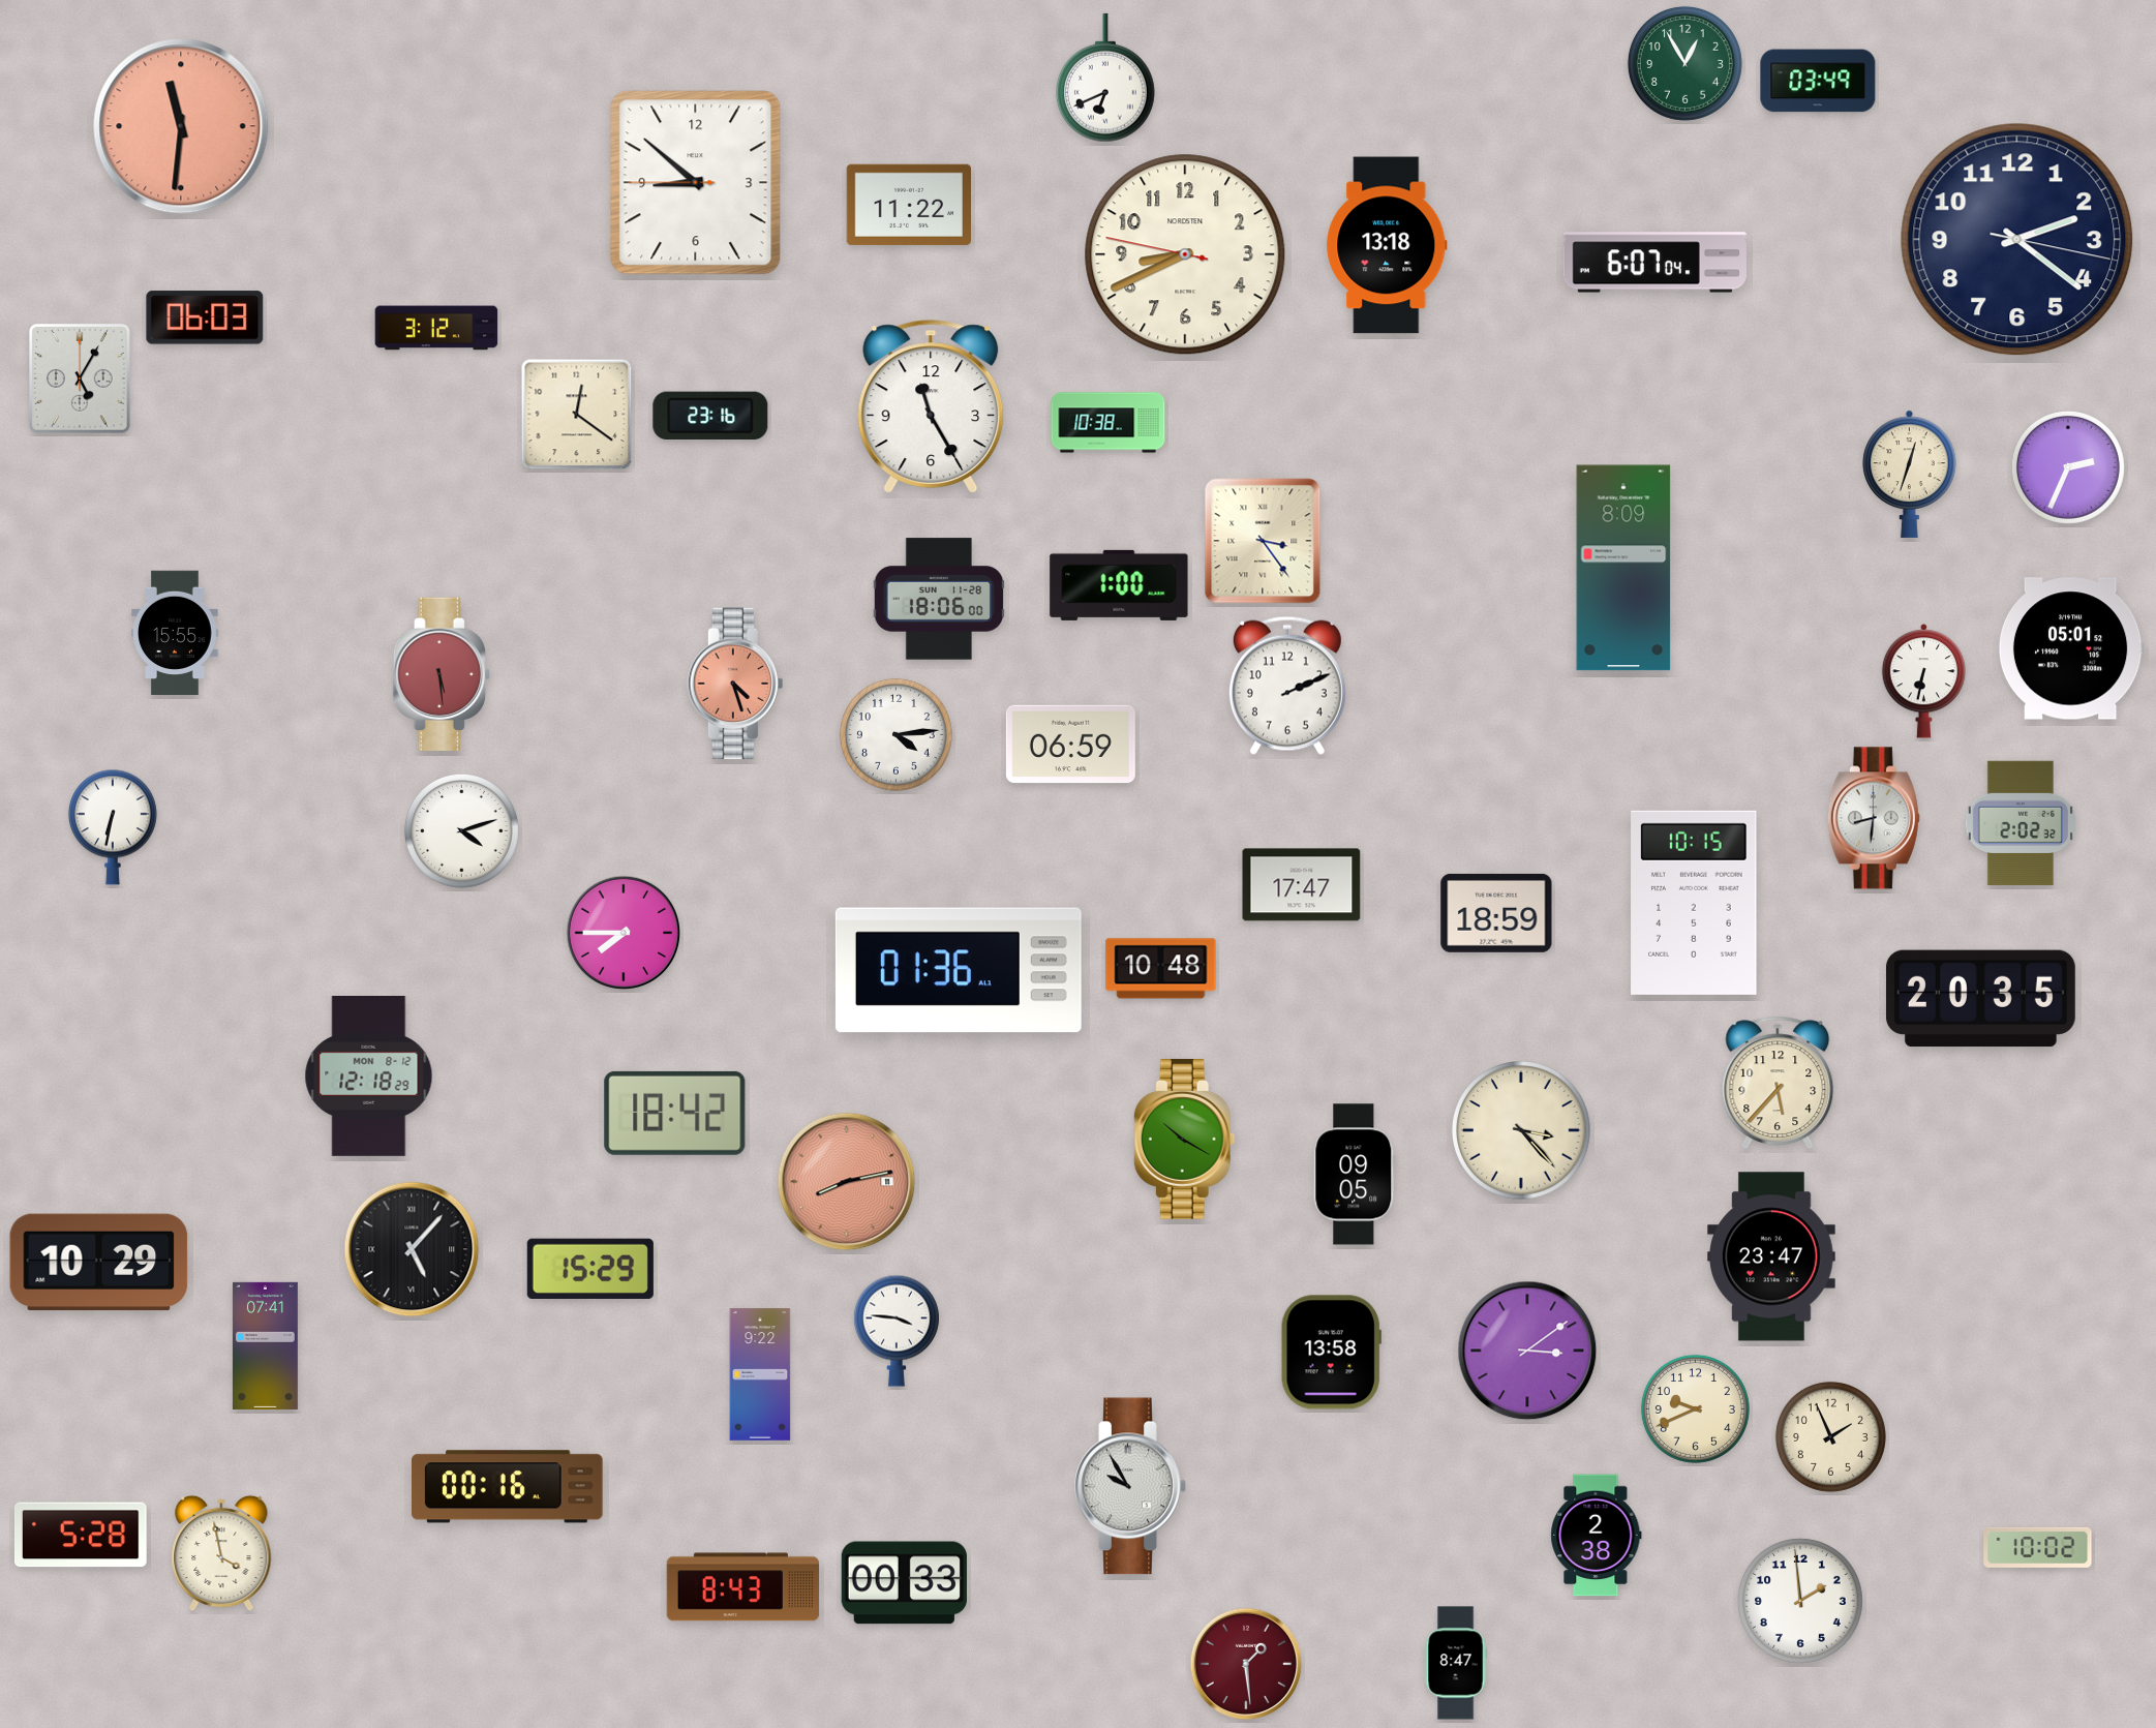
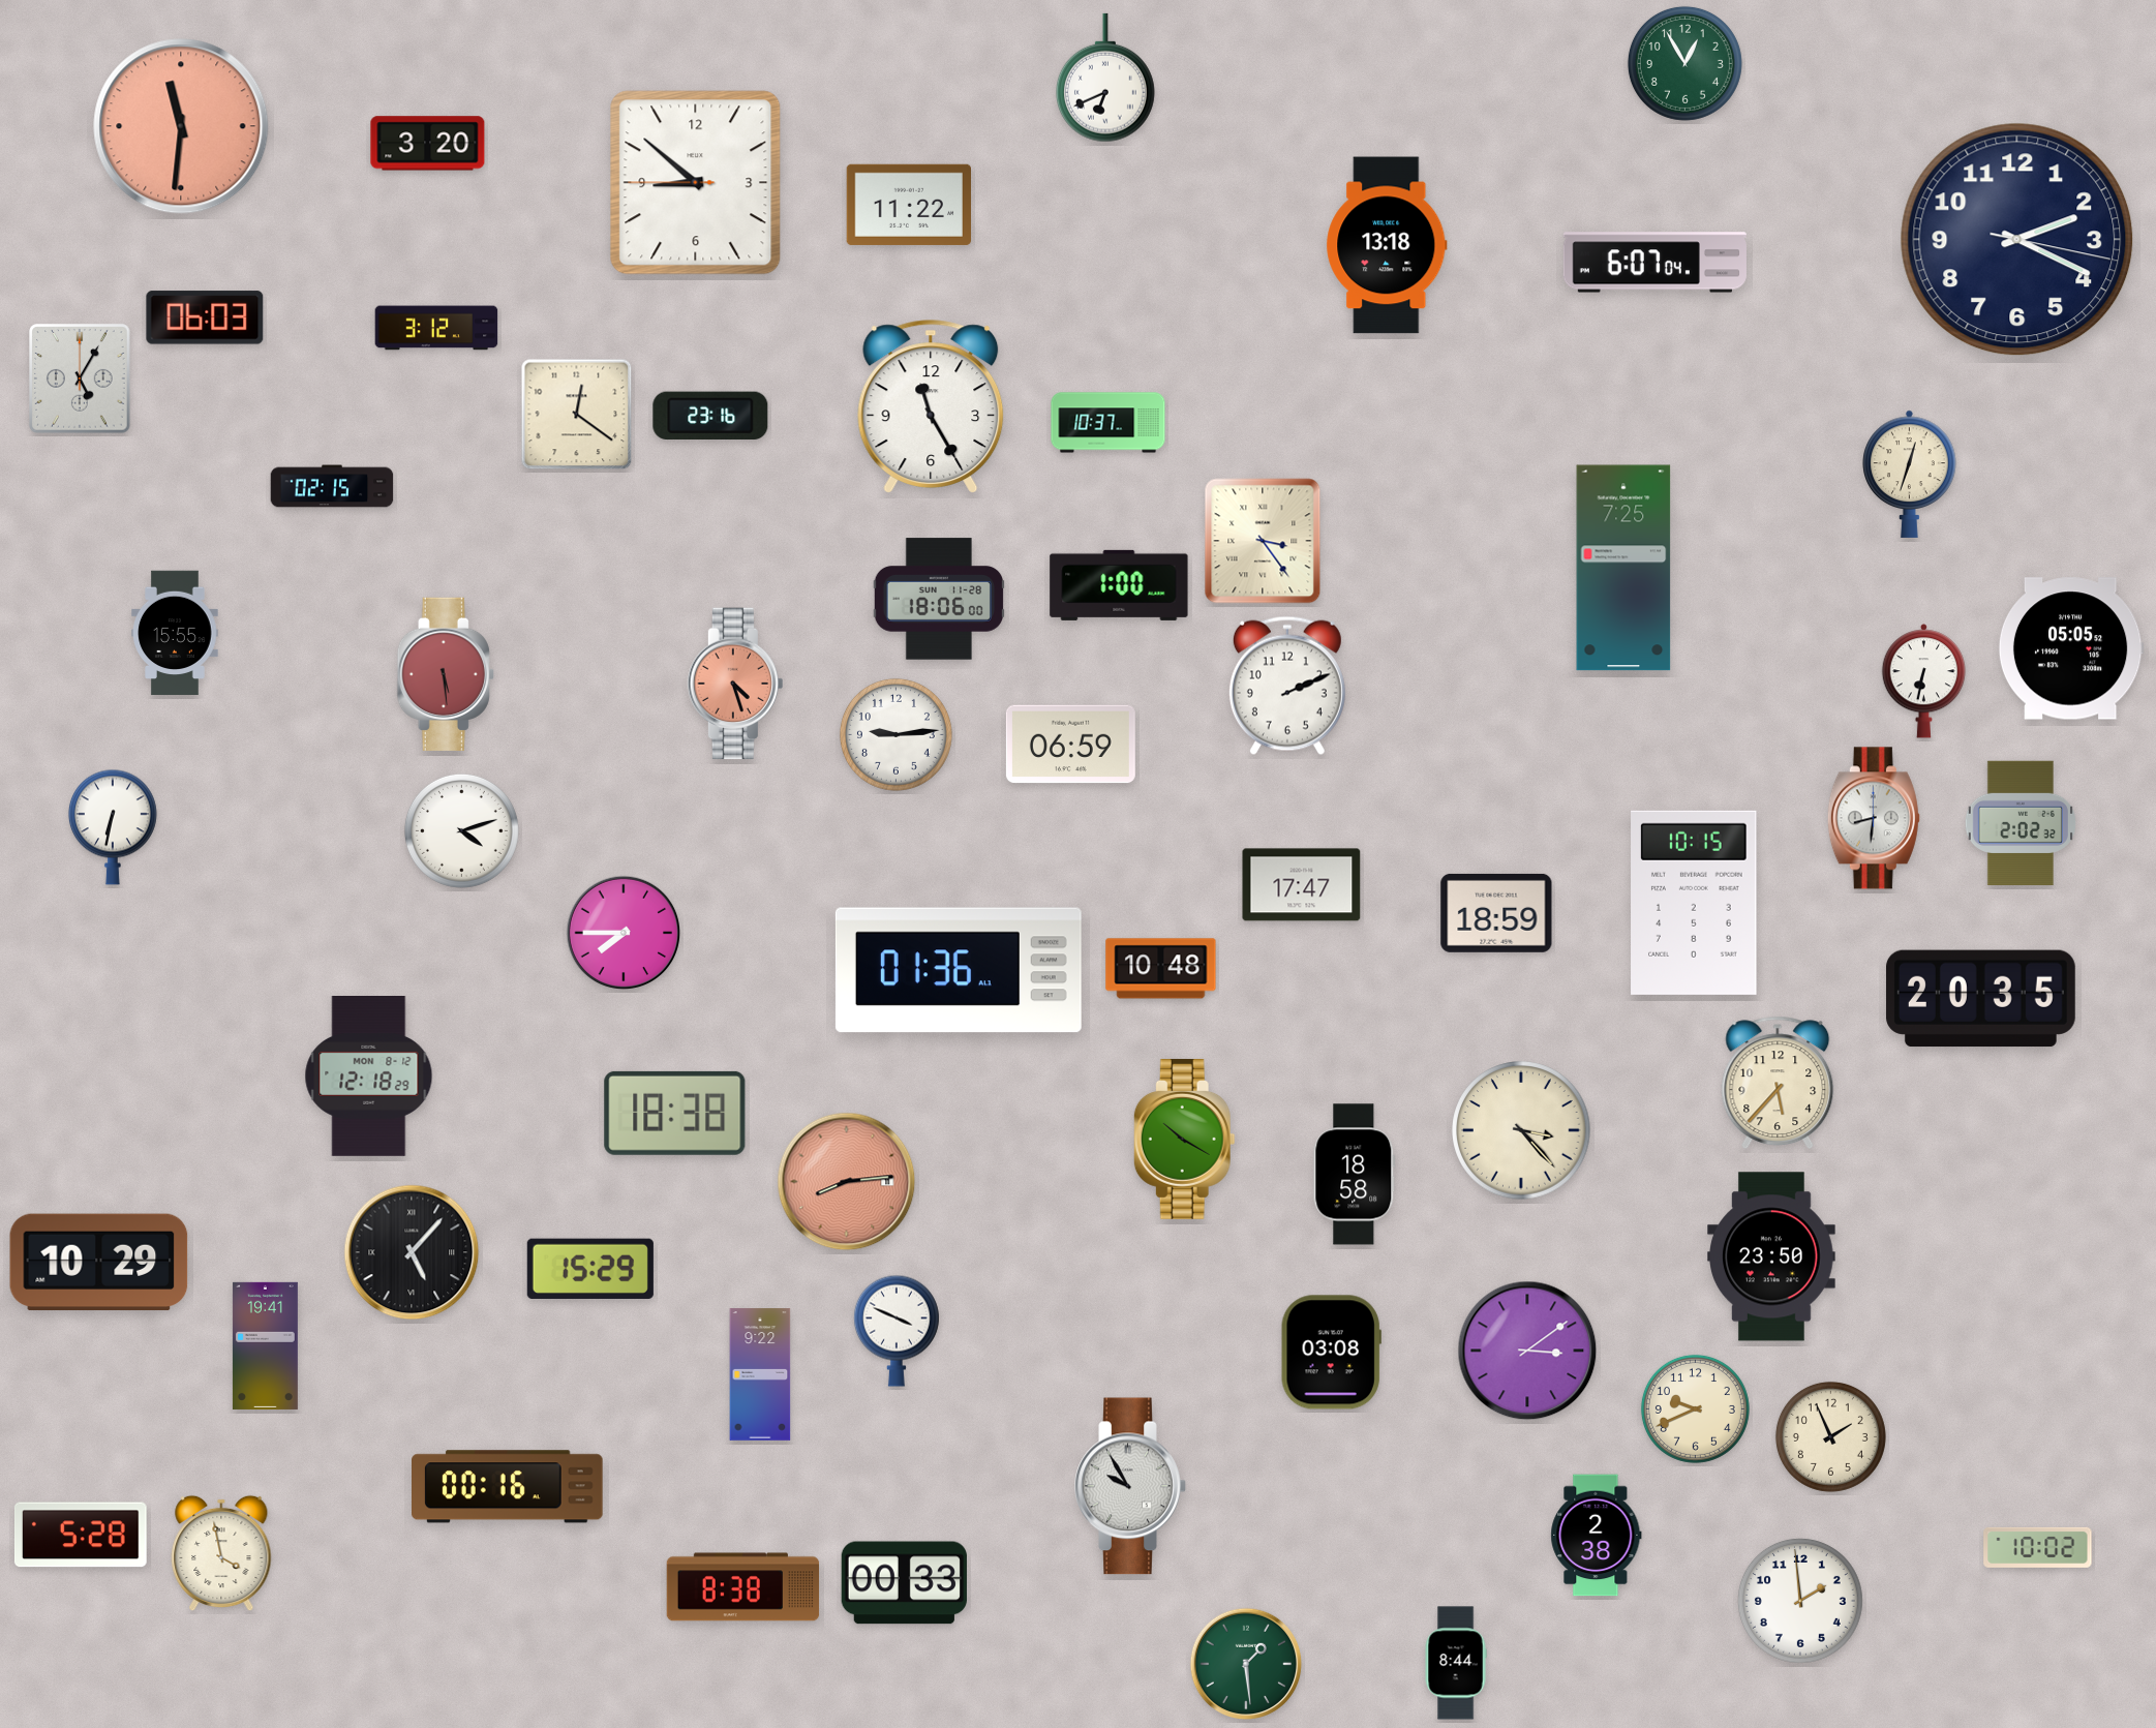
clock at (1818, 81): 03:49 -> none
clock at (428, 144): none -> 3:20
clock at (2017, 240): 2:21 -> 2:19
clock at (1185, 254): 8:40 -> none
clock at (1109, 423): 10:38 -> 10:37
clock at (2068, 467): 2:34 -> none
clock at (332, 486): none -> 02:15
clock at (1623, 568): 8:09 -> 7:25
clock at (2071, 648): 05:01 -> 05:05
clock at (442, 674) position: (442, 674) -> (446, 674)
clock at (895, 734): 4:14 -> 9:14
clock at (675, 1113): 18:42 -> 18:38
clock at (1355, 1175): 09:05 -> 18:58
clock at (847, 1182): 8:13 -> 8:14
clock at (412, 1249) position: (412, 1249) -> (412, 1252)
clock at (1772, 1256): 23:47 -> 23:50
clock at (897, 1331): 3:46 -> 3:49
clock at (265, 1345): 07:41 -> 19:41
clock at (1331, 1353): 13:58 -> 03:08
clock at (743, 1587): 8:43 -> 8:38
clock at (1456, 1663): 8:47 -> 8:44
clock at (1246, 1664) dial: burgundy -> green
